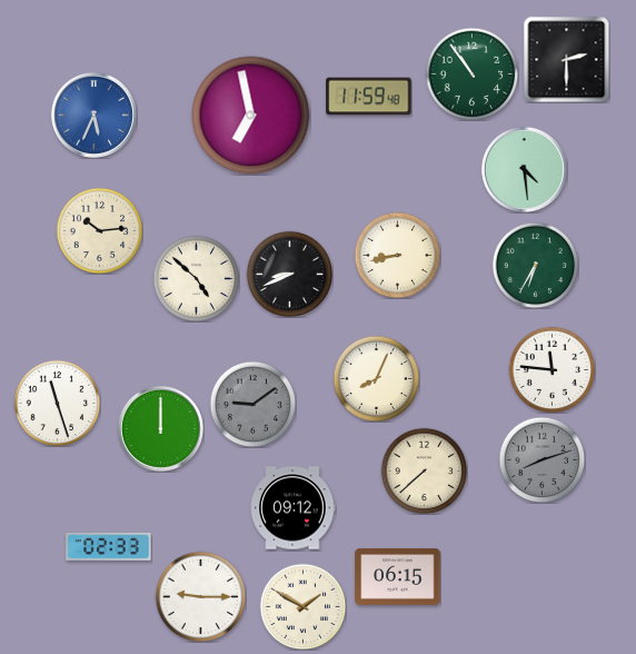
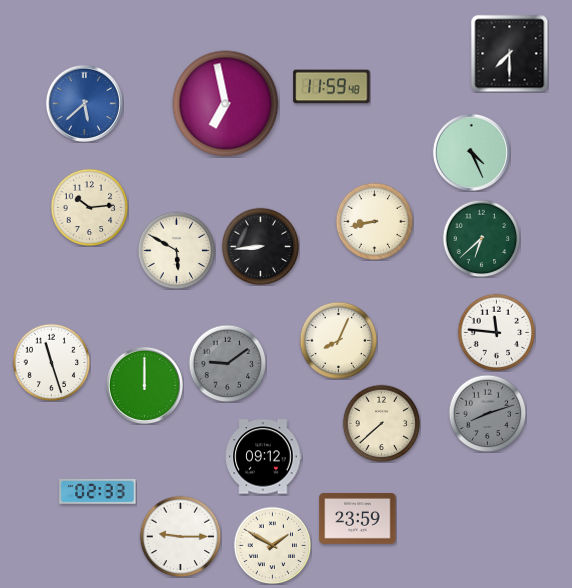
clock at (566, 59): 2:30 -> 7:30
clock at (471, 73): 10:54 -> none
clock at (93, 115): 5:34 -> 5:38
clock at (524, 169): 4:29 -> 4:26
clock at (397, 255) position: (397, 255) -> (374, 221)
clock at (535, 265): 6:35 -> 6:38
clock at (289, 274): 8:41 -> 8:44
clock at (196, 278): 4:52 -> 5:50
clock at (398, 576): 06:15 -> 23:59
